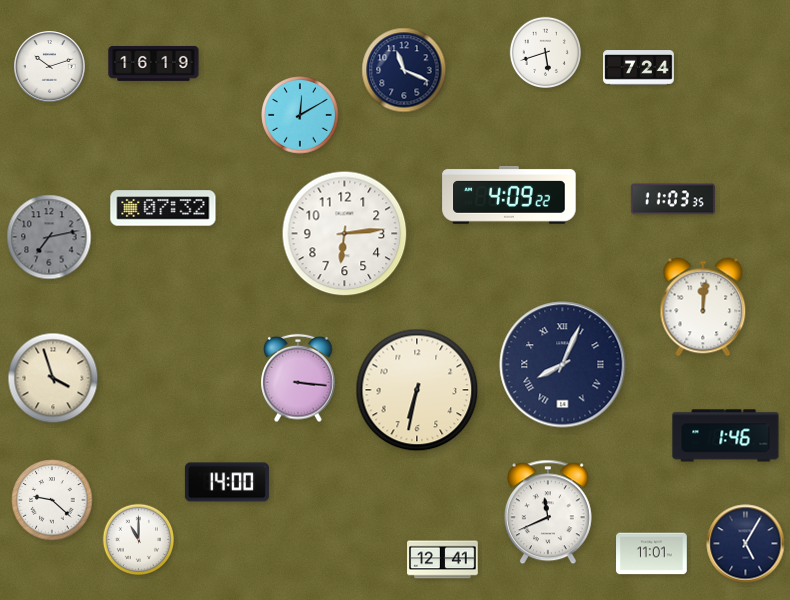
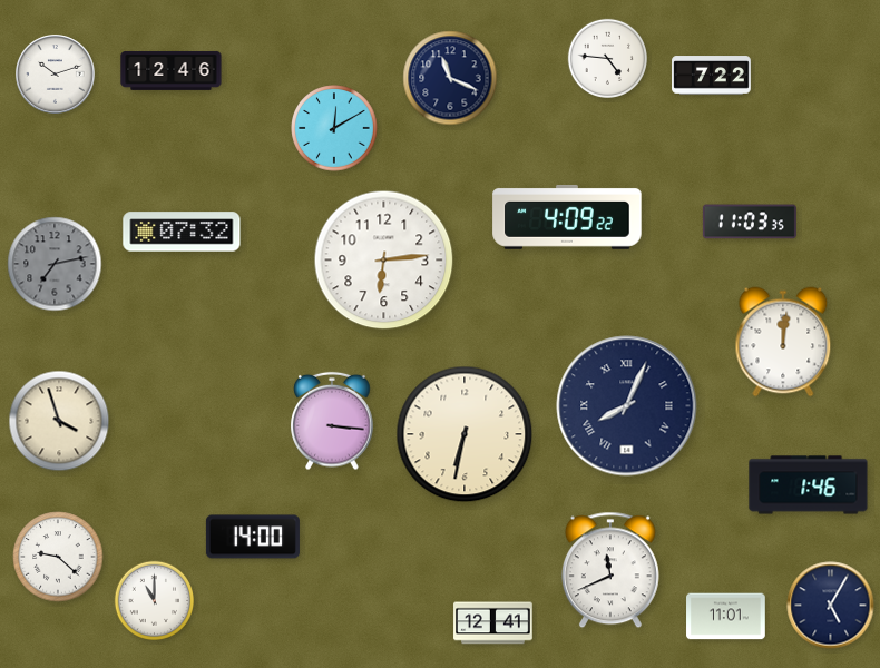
clock at (545, 52): 5:42 -> 4:46
clock at (154, 63): 16:19 -> 12:46
clock at (639, 68): 7:24 -> 7:22
